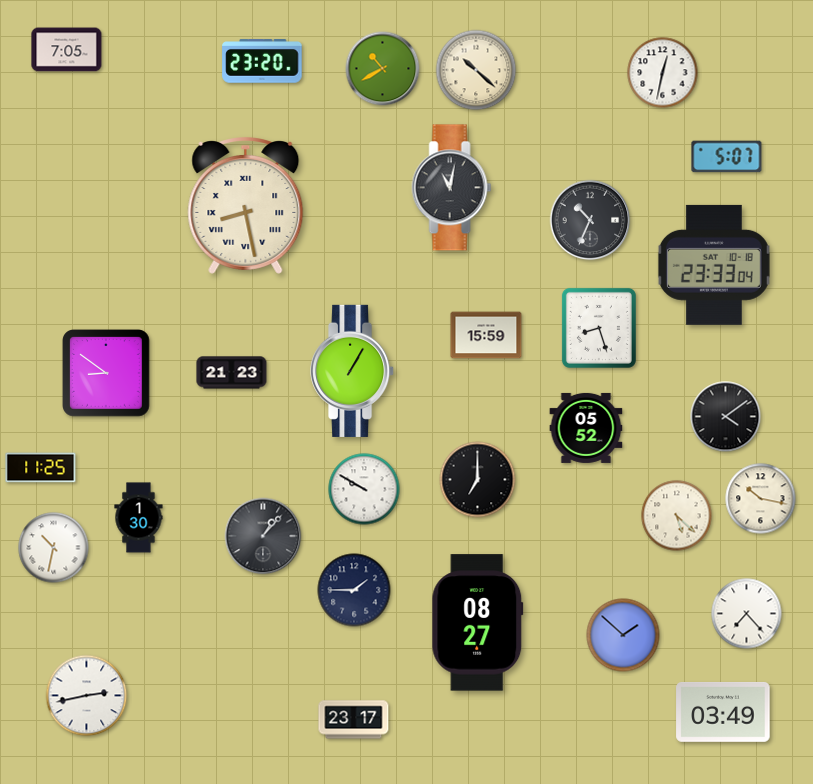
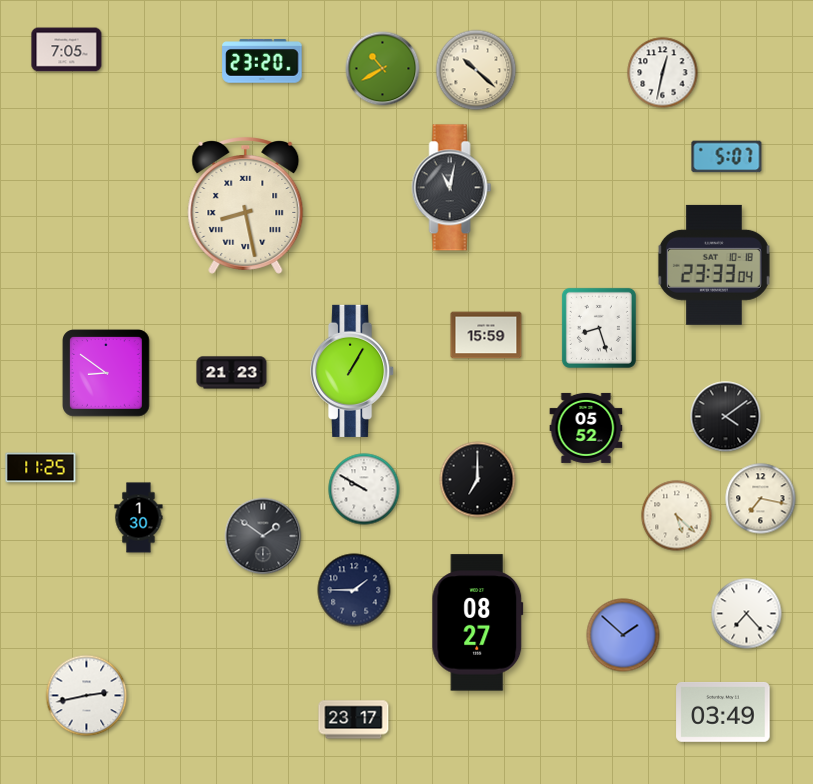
clock at (590, 220): 10:34 -> none
clock at (761, 499): 10:17 -> 7:17
clock at (263, 536): 1:07 -> 1:51
clock at (54, 548): 10:32 -> none
